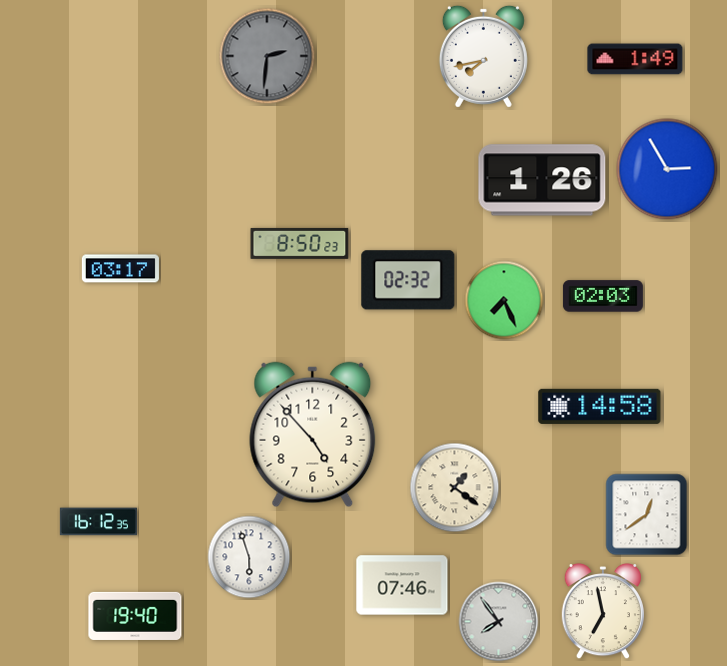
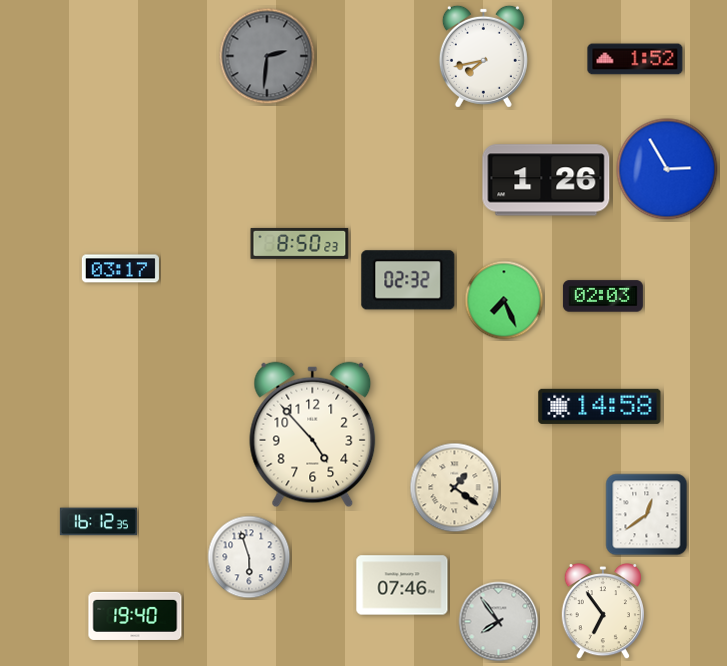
clock at (635, 59): 1:49 -> 1:52
clock at (542, 180) position: (542, 180) -> (546, 180)
clock at (602, 612): 6:58 -> 6:54
